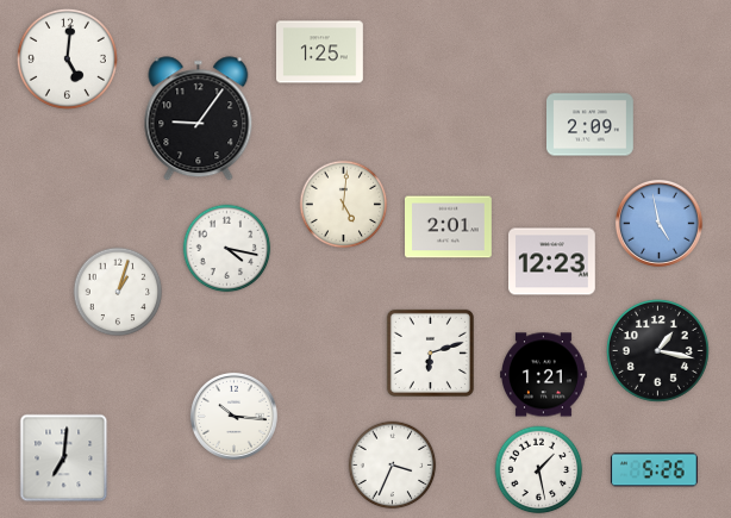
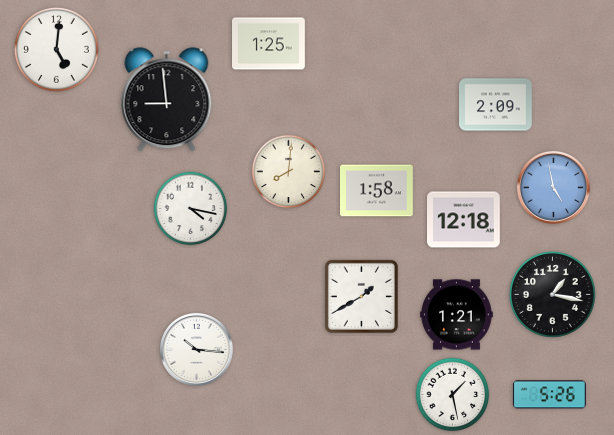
clock at (199, 119): 9:06 -> 8:59
clock at (344, 205): 5:01 -> 8:01
clock at (449, 227): 2:01 -> 1:58
clock at (552, 262): 12:23 -> 12:18
clock at (118, 292): 1:03 -> none
clock at (430, 352): 6:12 -> 1:40
clock at (64, 458): 7:01 -> none
clock at (393, 466): 3:34 -> none
